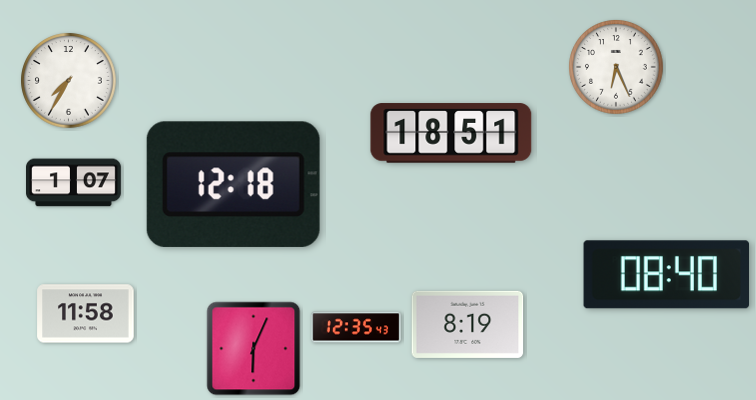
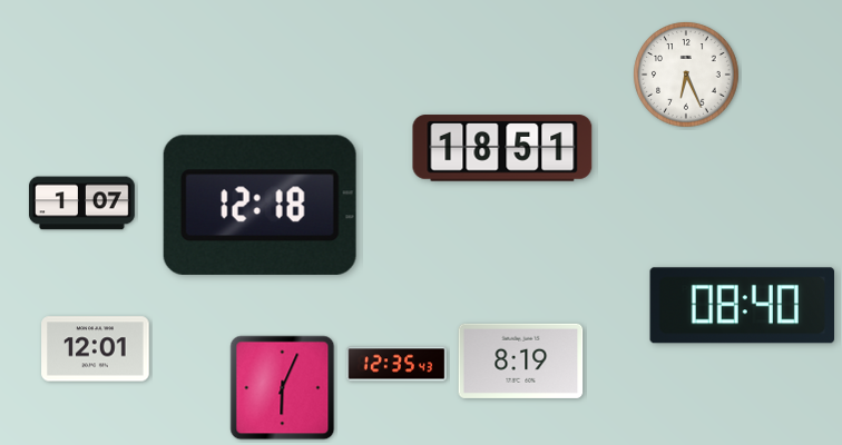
clock at (69, 81): 7:35 -> none
clock at (86, 314): 11:58 -> 12:01
